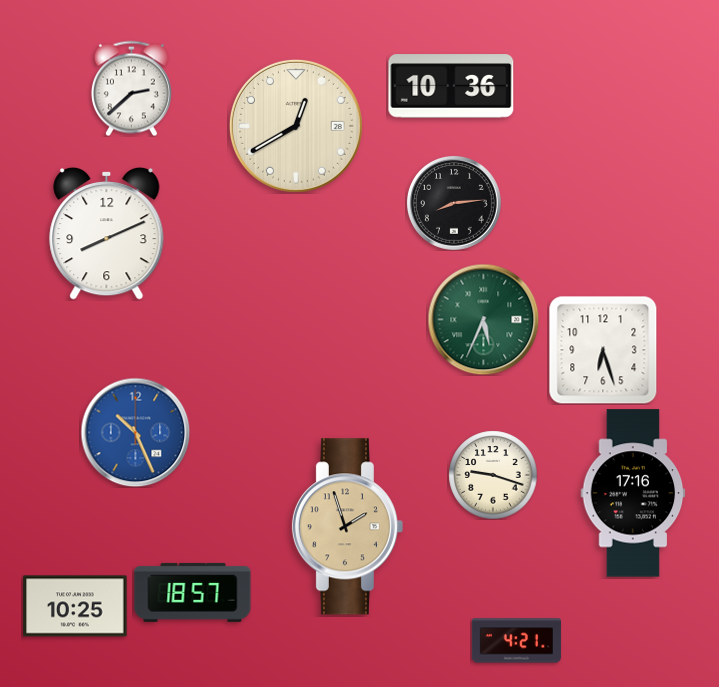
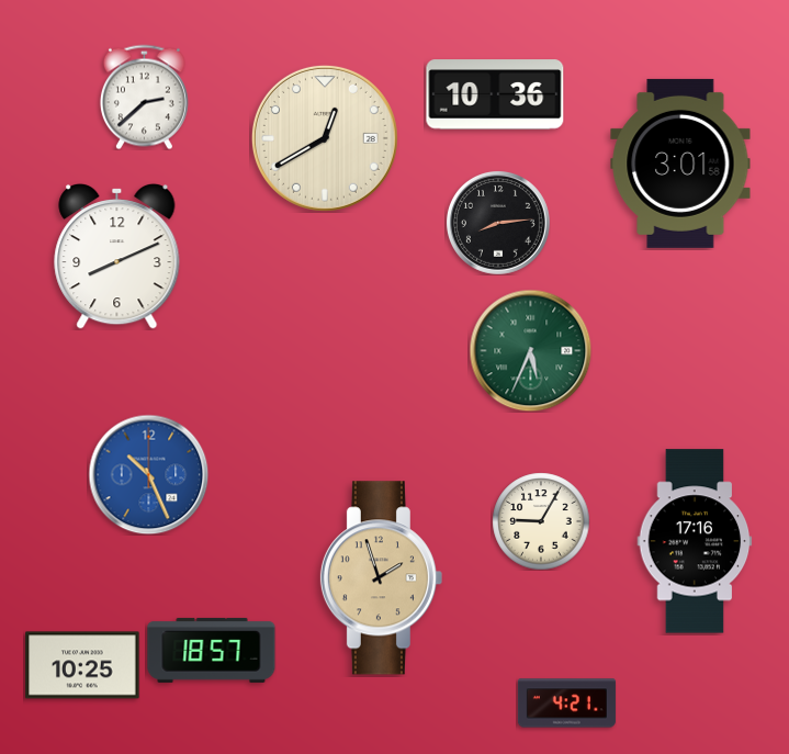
clock at (680, 164): none -> 3:01
clock at (603, 350): 6:27 -> none
clock at (493, 475): 9:18 -> 9:05
